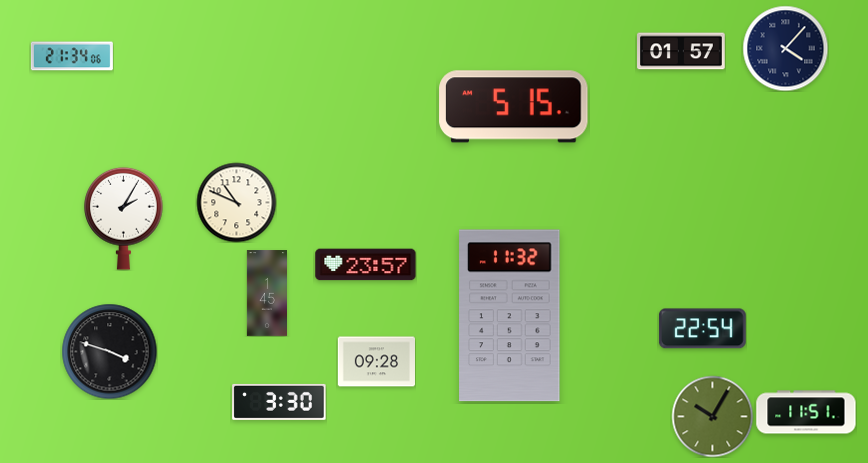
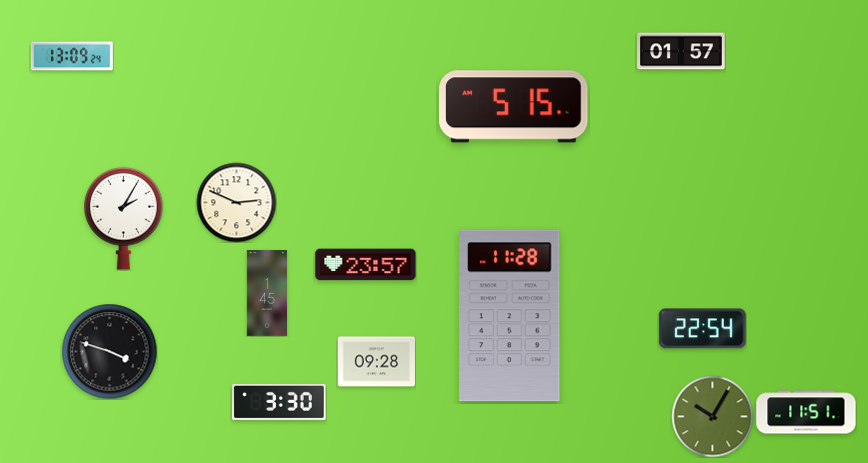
clock at (785, 48): 4:07 -> none
clock at (72, 56): 21:34 -> 13:09
clock at (236, 202): 10:49 -> 2:49
clock at (510, 316): 11:32 -> 11:28
